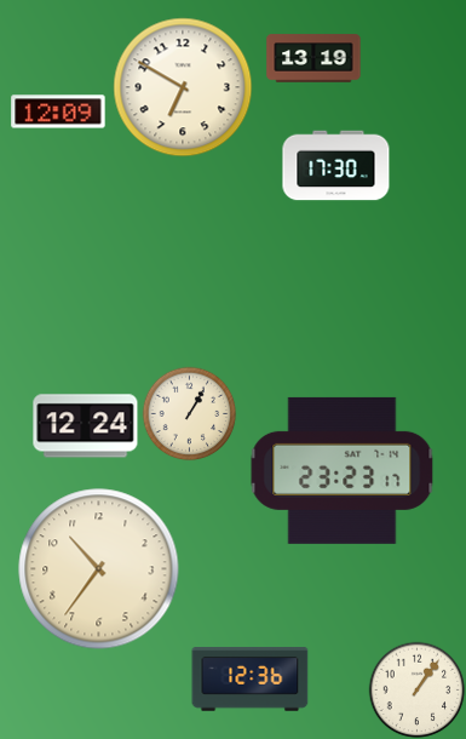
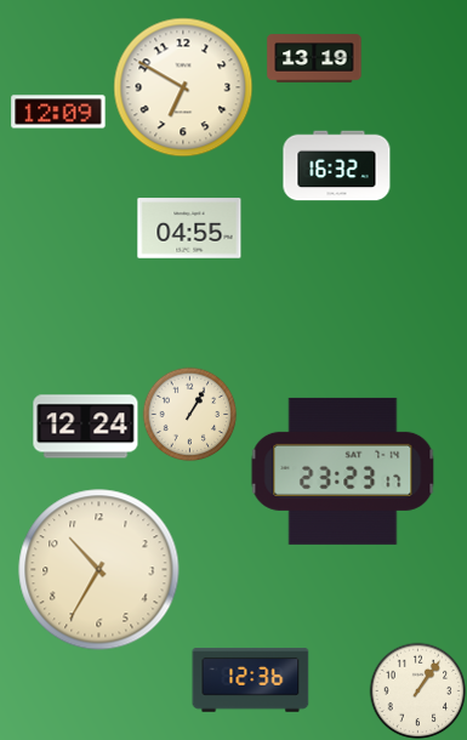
clock at (336, 166): 17:30 -> 16:32
clock at (189, 228): none -> 04:55
clock at (99, 569): 10:36 -> 10:35
